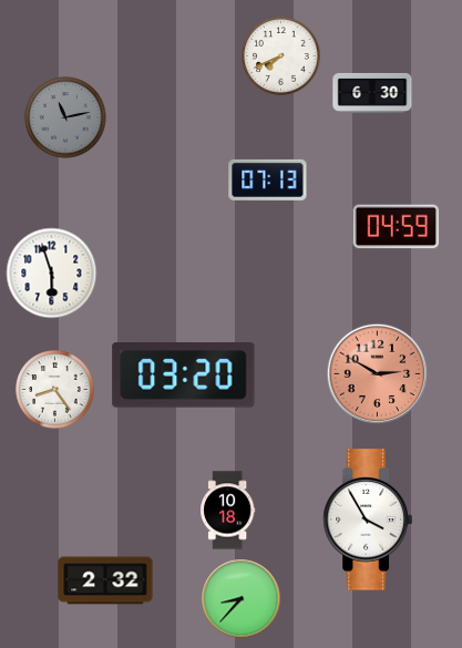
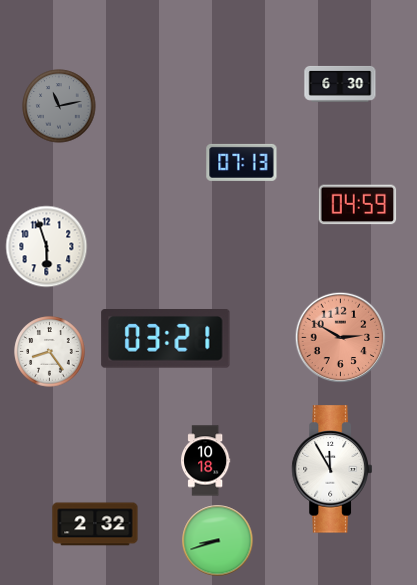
clock at (281, 56): 7:41 -> none
clock at (372, 93) position: (372, 93) -> (340, 84)
clock at (184, 376): 03:20 -> 03:21
clock at (368, 520): 3:55 -> 11:55
clock at (242, 599): 8:37 -> 8:42
